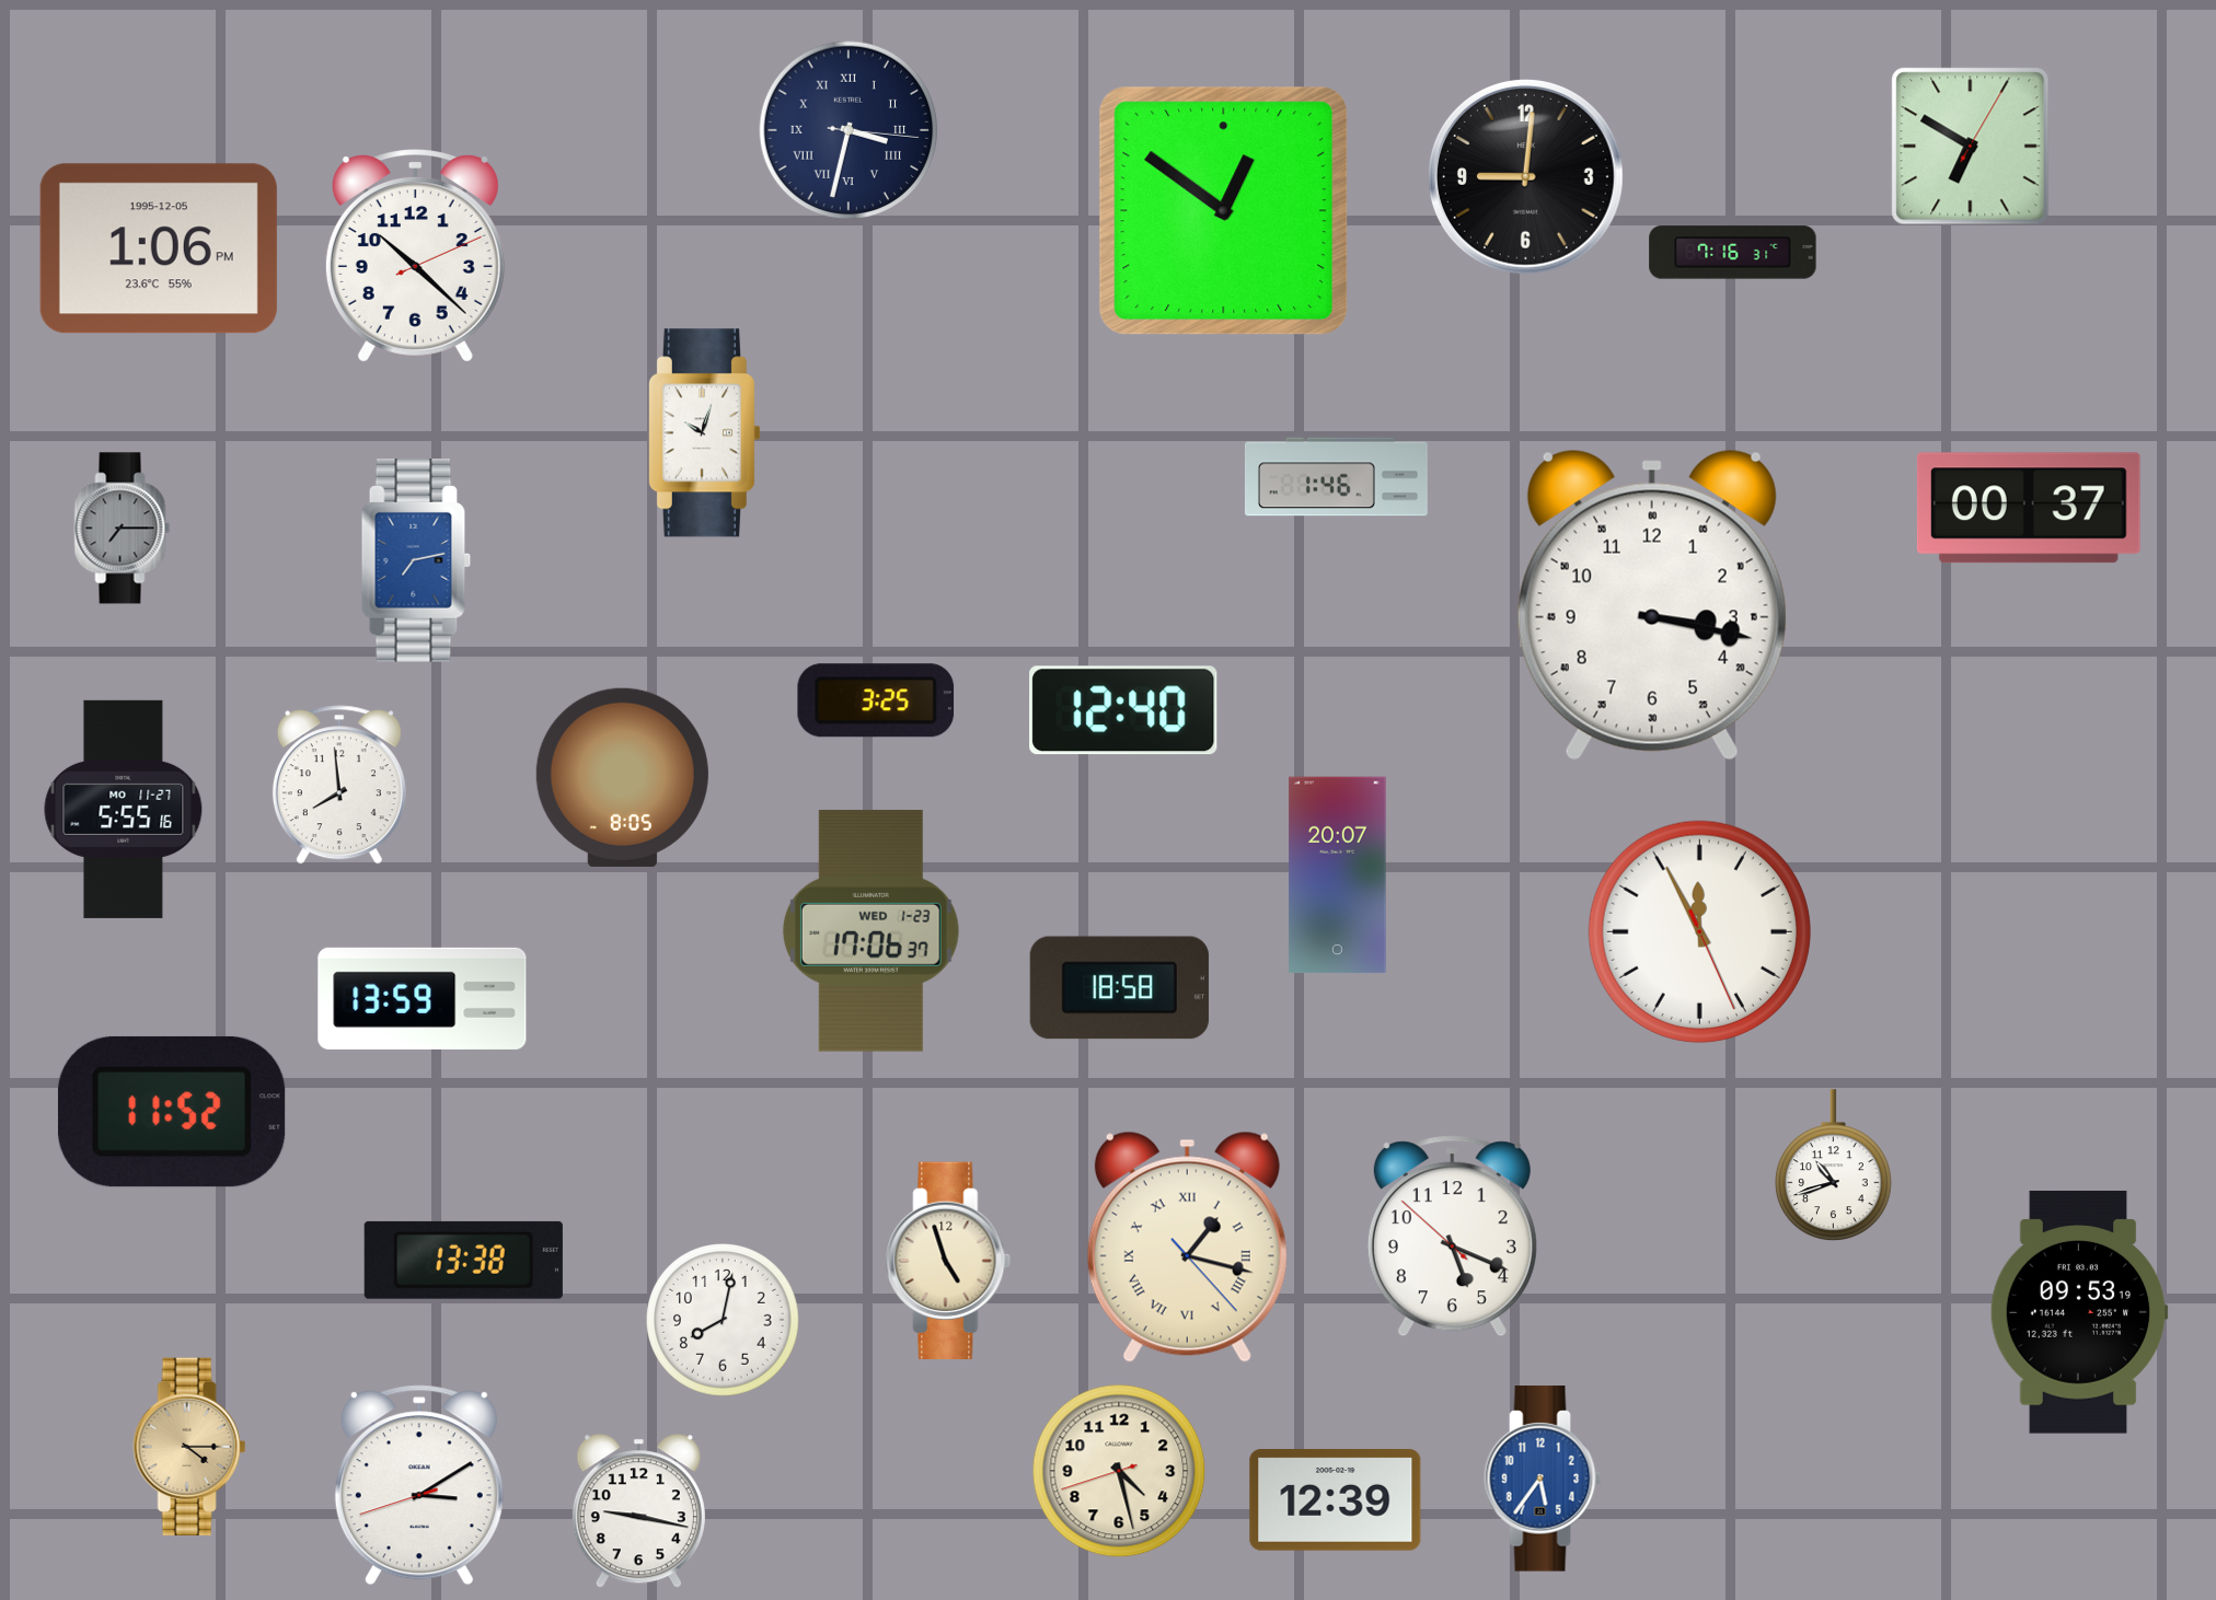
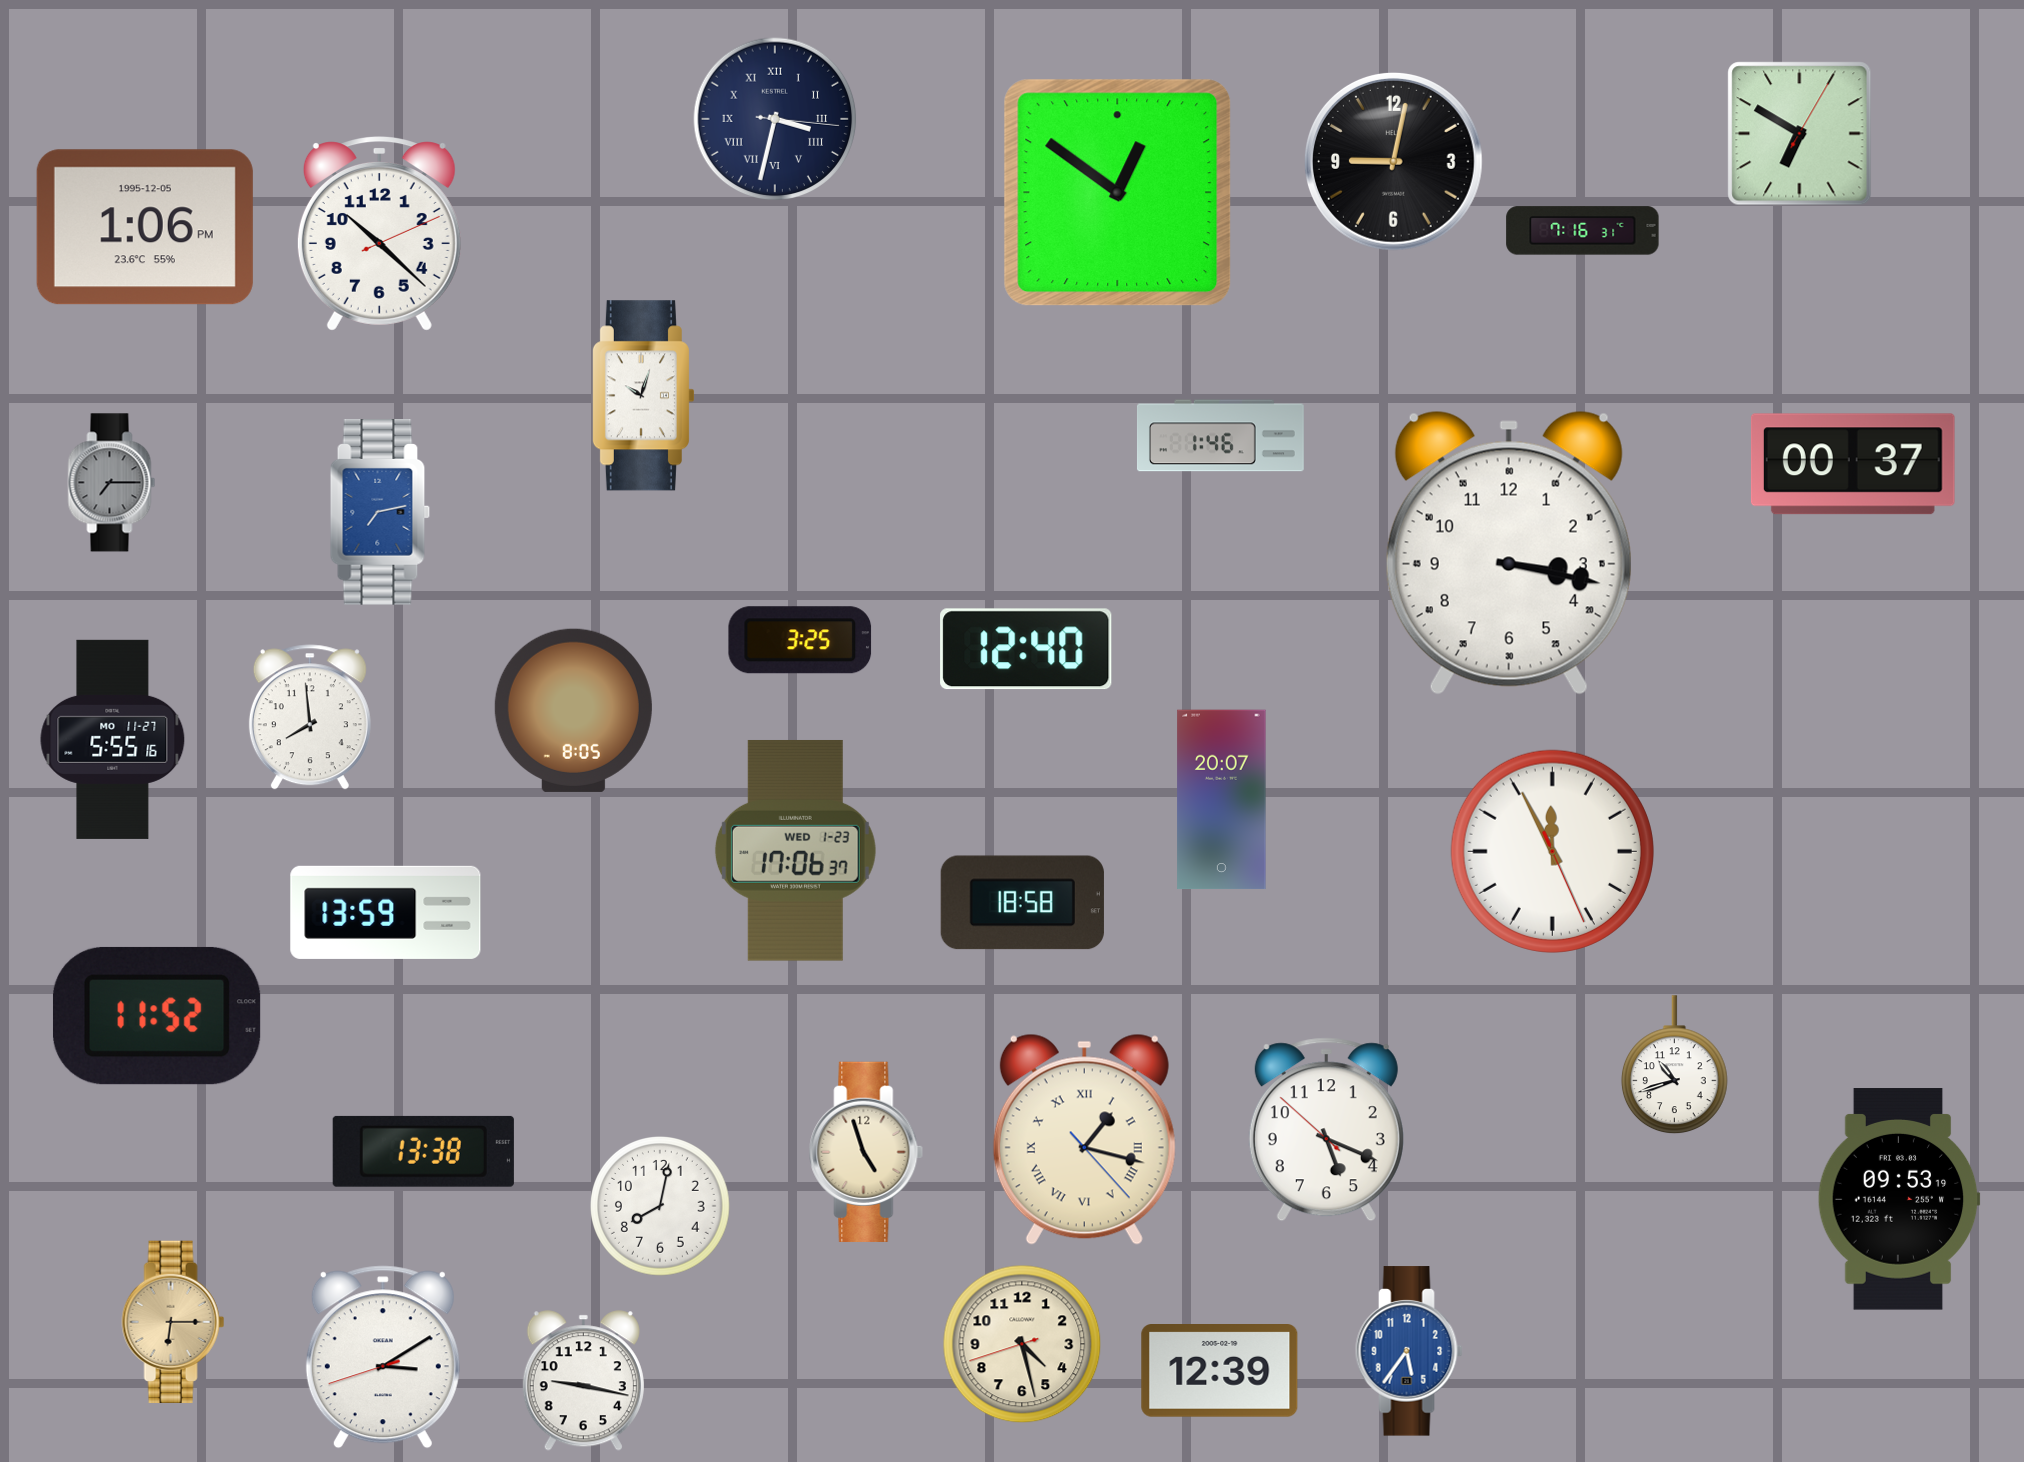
clock at (1525, 176): 9:01 -> 9:02
clock at (622, 777) position: (622, 777) -> (573, 710)
clock at (189, 1447): 4:15 -> 6:15
